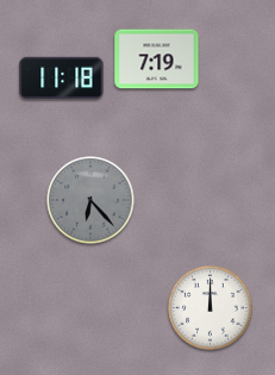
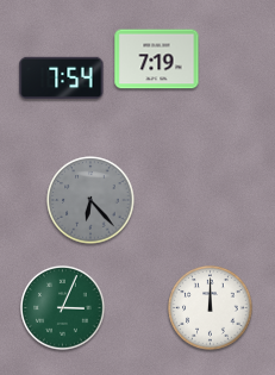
clock at (62, 77): 11:18 -> 7:54
clock at (63, 308): none -> 3:04
